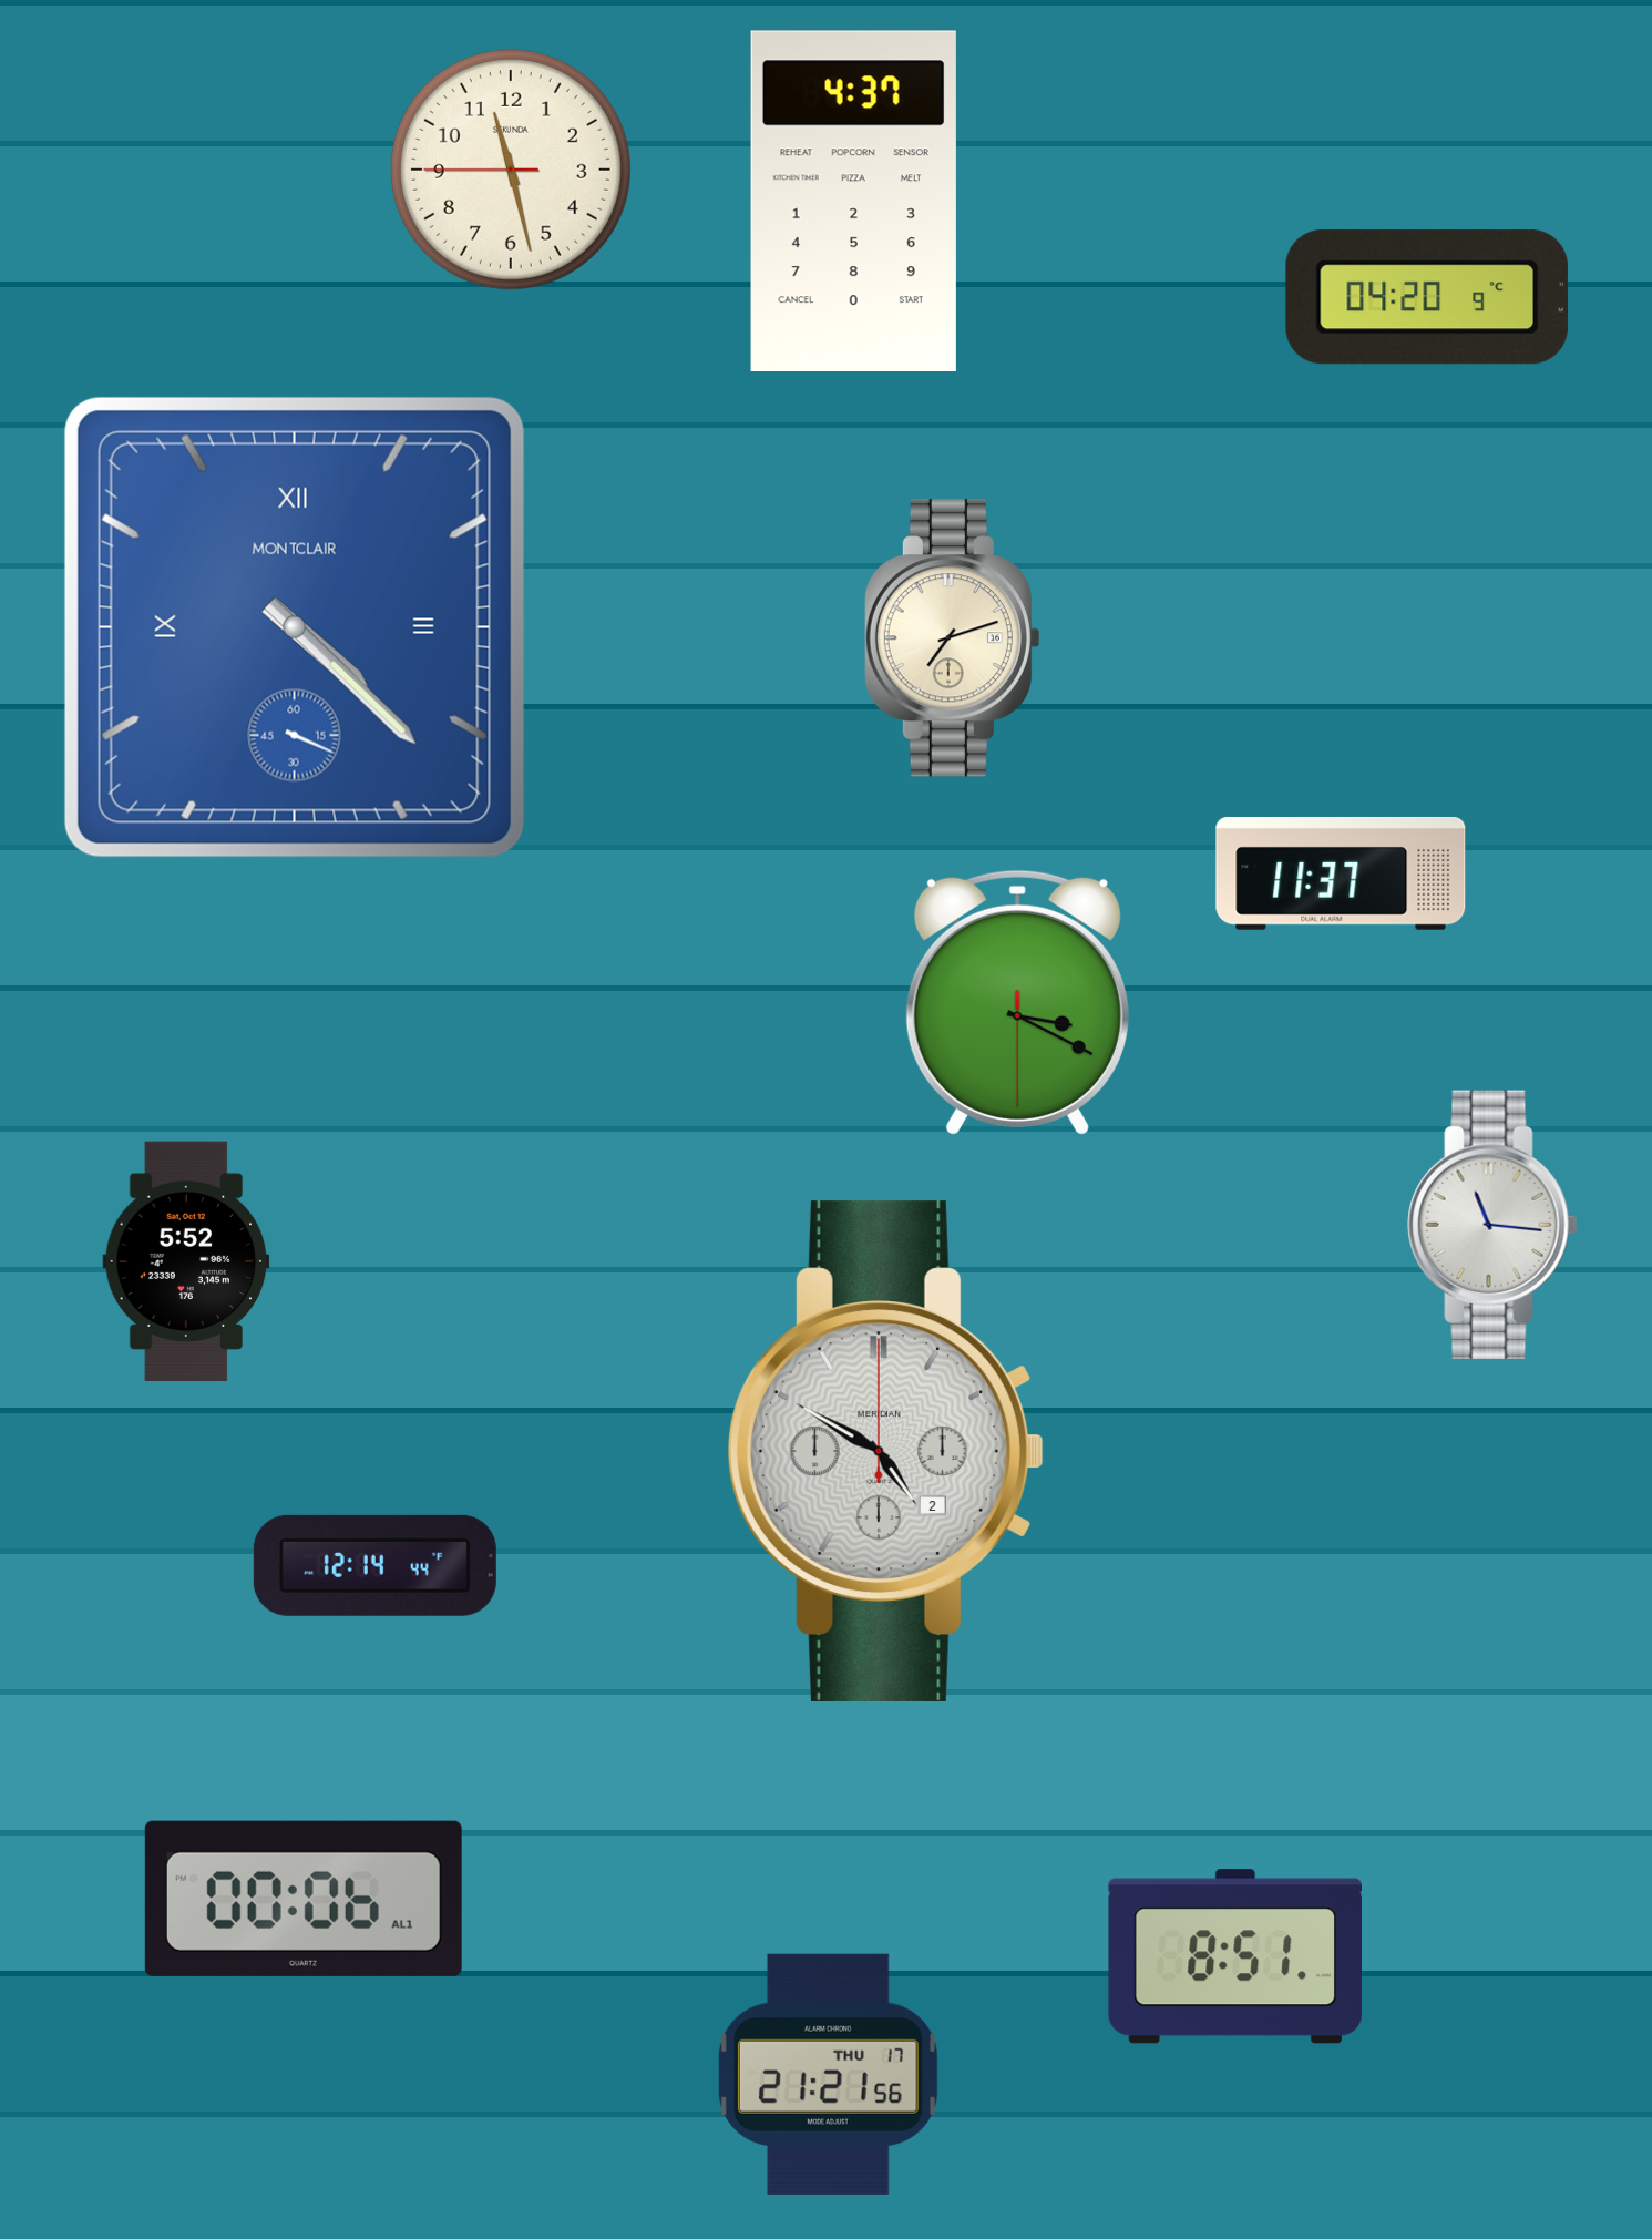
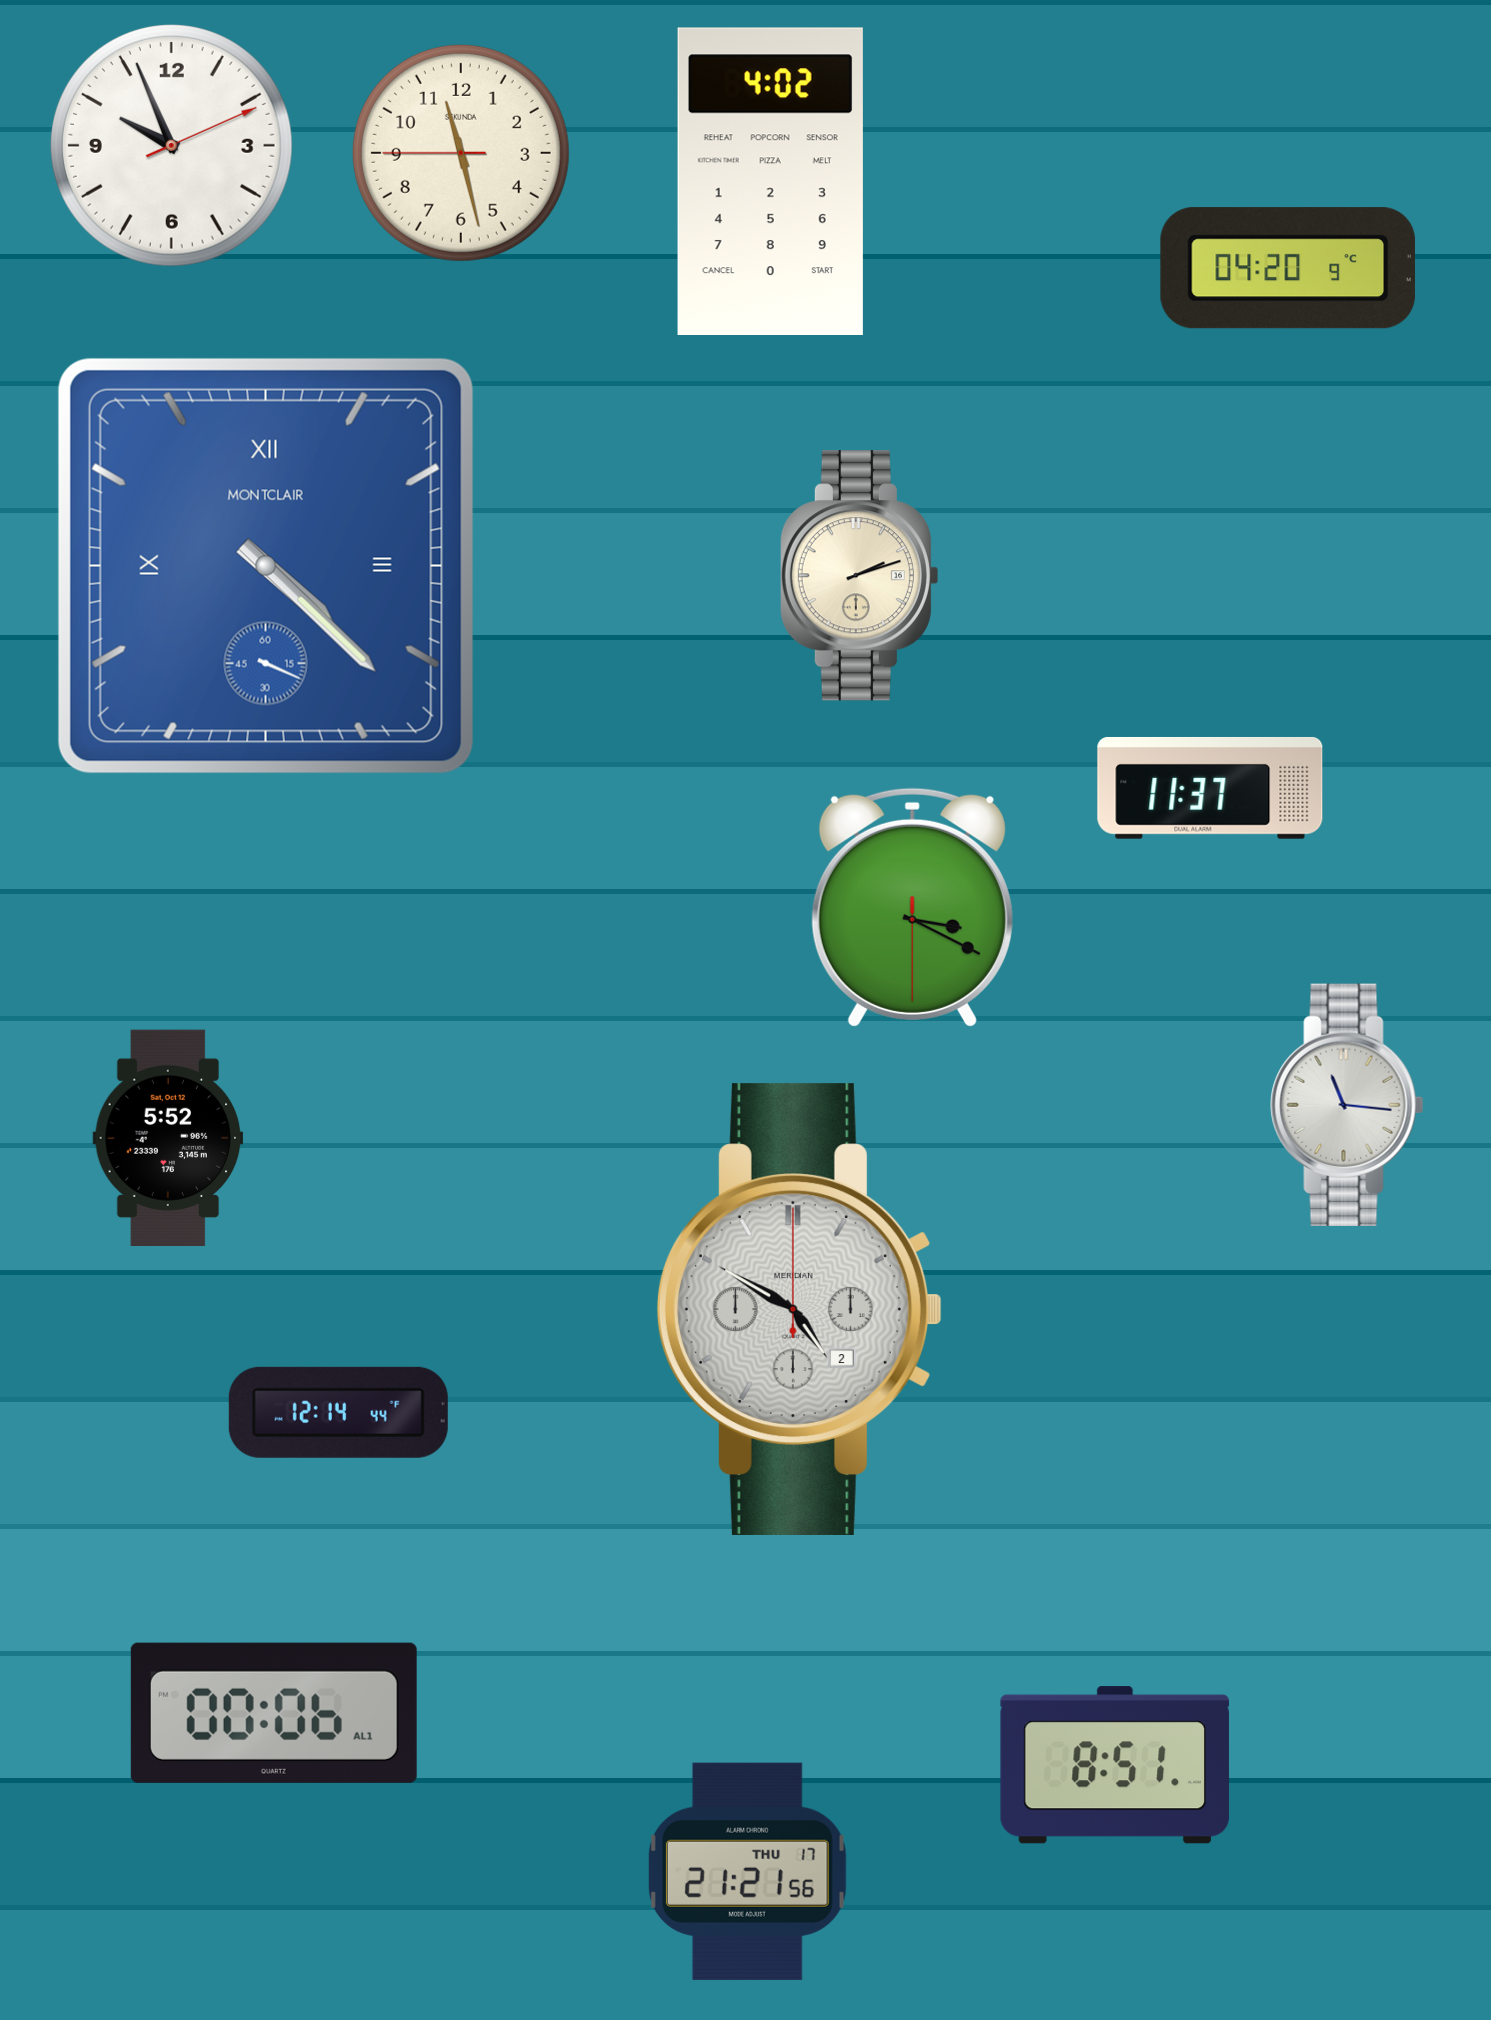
clock at (171, 145): none -> 9:56
clock at (853, 201): 4:37 -> 4:02
clock at (952, 638): 7:12 -> 2:12
clock at (1017, 1002) position: (1017, 1002) -> (912, 907)
